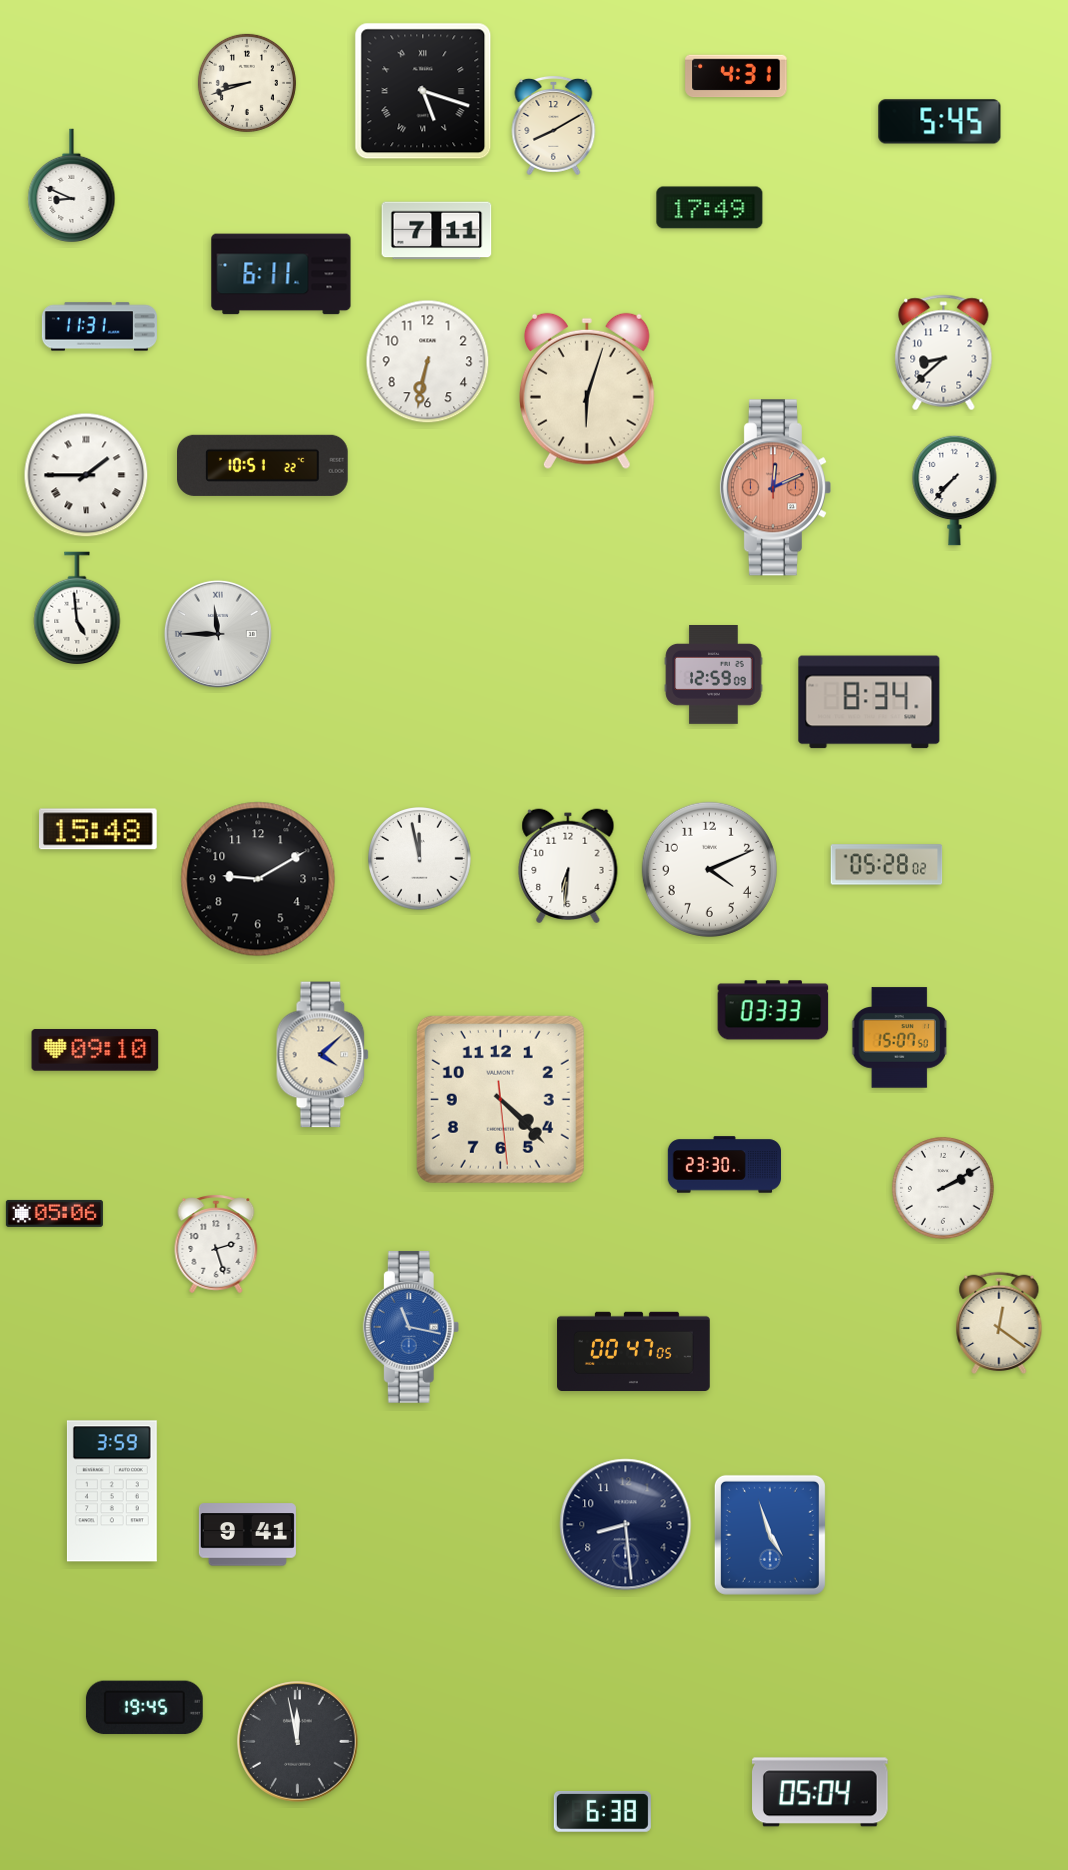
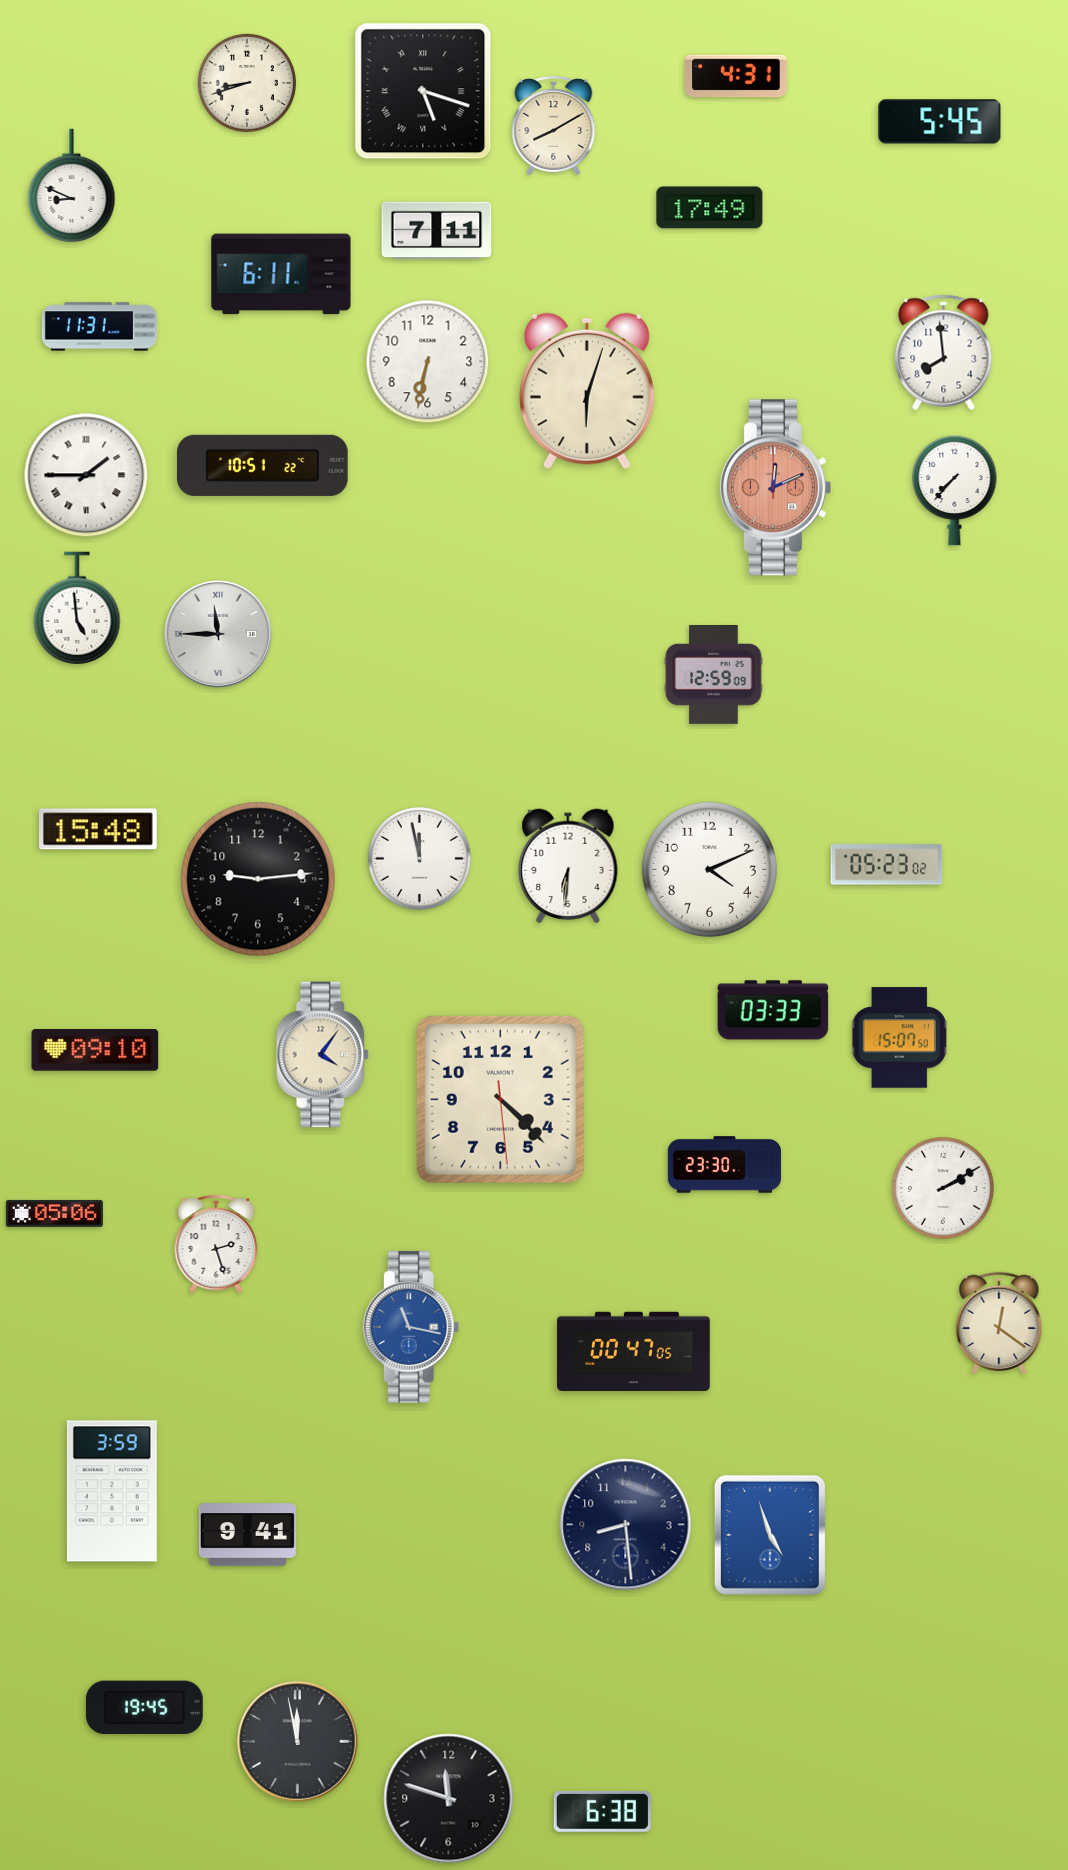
clock at (944, 353): 8:38 -> 7:59
clock at (869, 702): 8:34 -> none
clock at (887, 865): 05:28 -> 05:23
clock at (258, 879): 9:10 -> 9:14
clock at (323, 1055): 4:08 -> 4:06
clock at (821, 1792): 05:04 -> none
clock at (449, 1799): none -> 11:48
